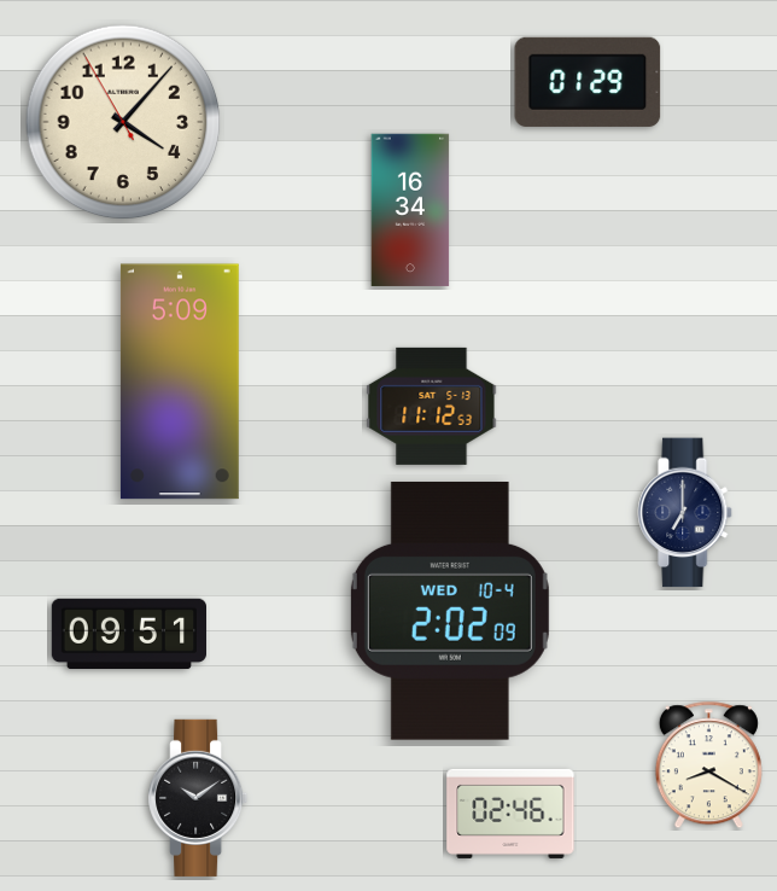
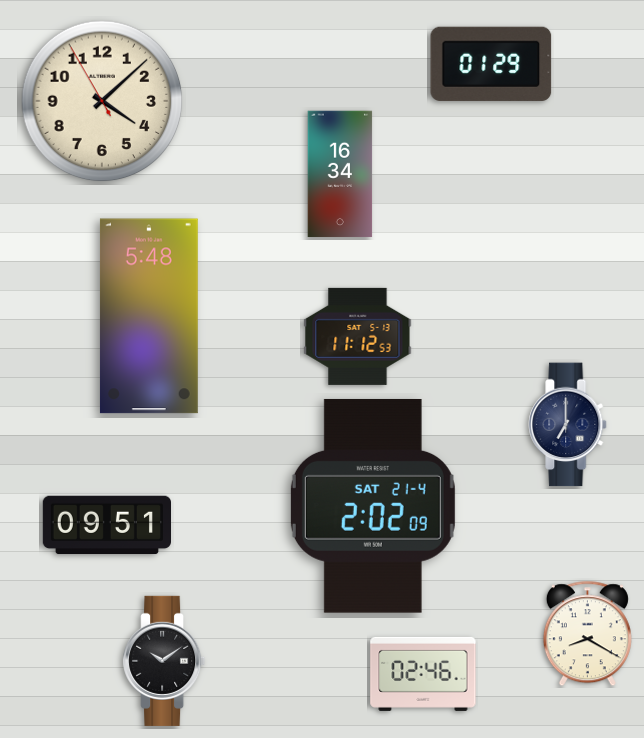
clock at (588, 82) position: (588, 82) -> (491, 64)
clock at (123, 122): 4:06 -> 4:07
clock at (180, 382): 5:09 -> 5:48
clock at (450, 611) date: WED 10-4 -> SAT 21-4
